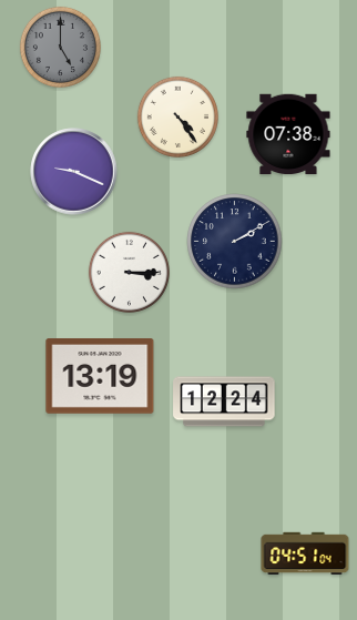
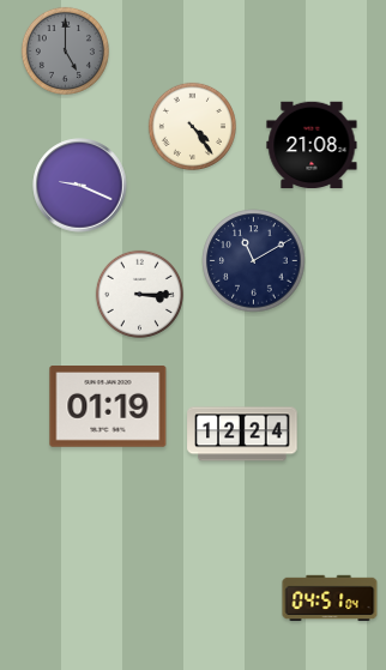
clock at (288, 134): 07:38 -> 21:08
clock at (235, 242): 2:10 -> 11:10
clock at (100, 377): 13:19 -> 01:19
